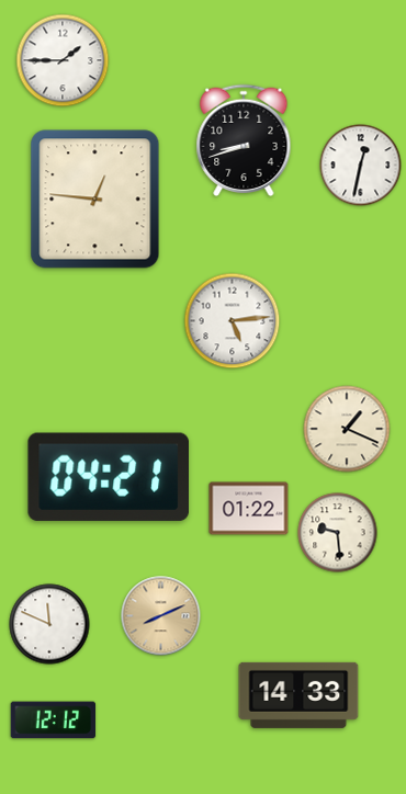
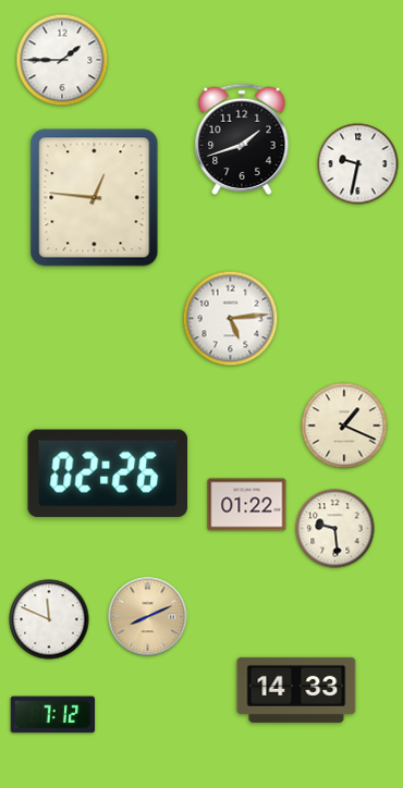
clock at (244, 139): 8:42 -> 1:42
clock at (361, 166): 12:32 -> 9:32
clock at (108, 477): 04:21 -> 02:26
clock at (161, 616) position: (161, 616) -> (148, 617)
clock at (54, 721): 12:12 -> 7:12
